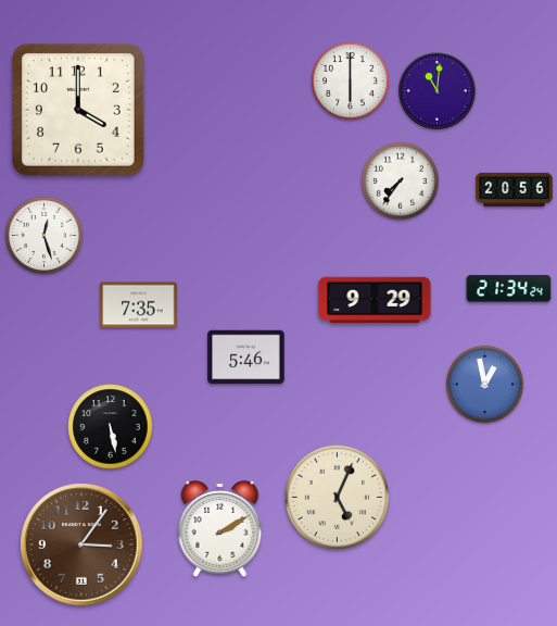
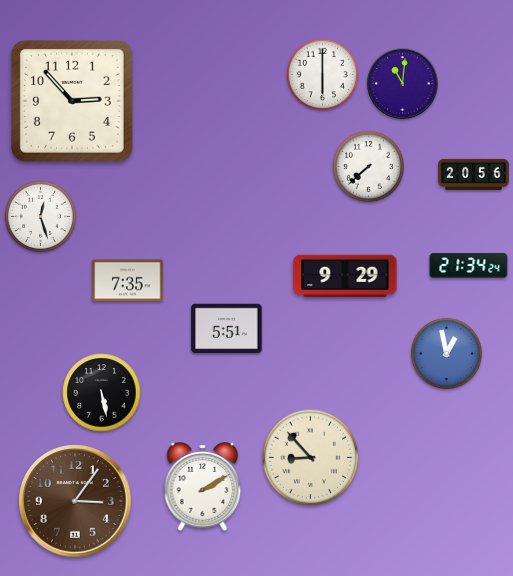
clock at (79, 111): 4:00 -> 2:53
clock at (400, 180): 7:36 -> 7:38
clock at (246, 358): 5:46 -> 5:51
clock at (338, 498): 5:04 -> 8:53
